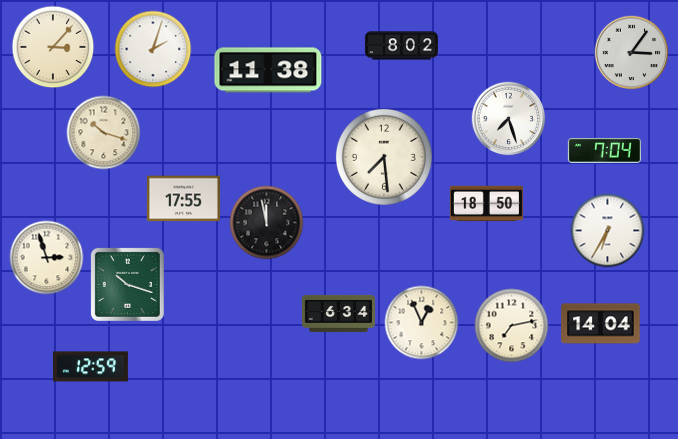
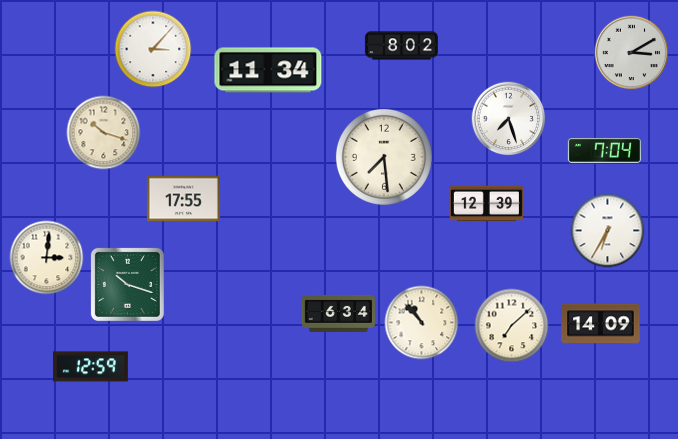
clock at (53, 47): 3:07 -> none
clock at (153, 49): 2:03 -> 3:07
clock at (632, 53): 3:06 -> 3:10
clock at (268, 70): 11:38 -> 11:34
clock at (486, 204): 18:50 -> 12:39
clock at (267, 223): 11:58 -> none
clock at (47, 258): 2:57 -> 3:01
clock at (422, 323): 12:56 -> 10:53
clock at (601, 324): 14:04 -> 14:09
clock at (512, 326): 7:13 -> 7:08
